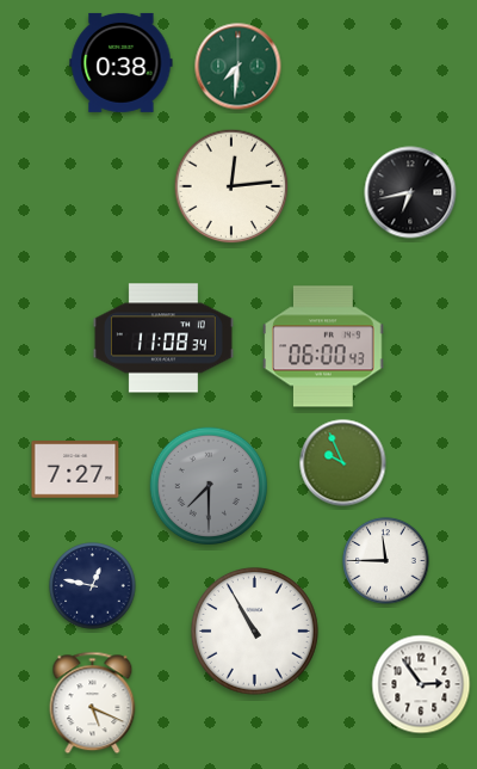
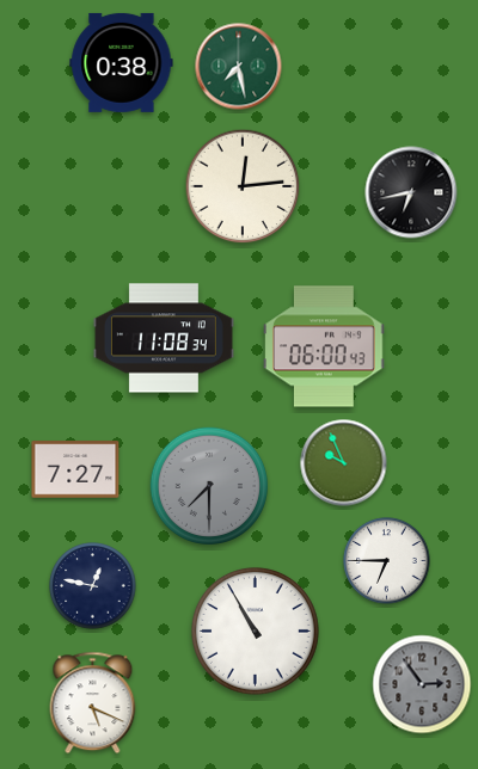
clock at (238, 67): 7:31 -> 7:28
clock at (231, 186) position: (231, 186) -> (243, 186)
clock at (386, 561): 11:45 -> 6:45
clock at (421, 684) dial: white -> grey
